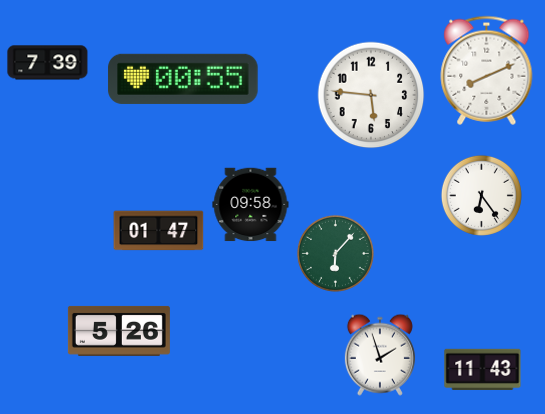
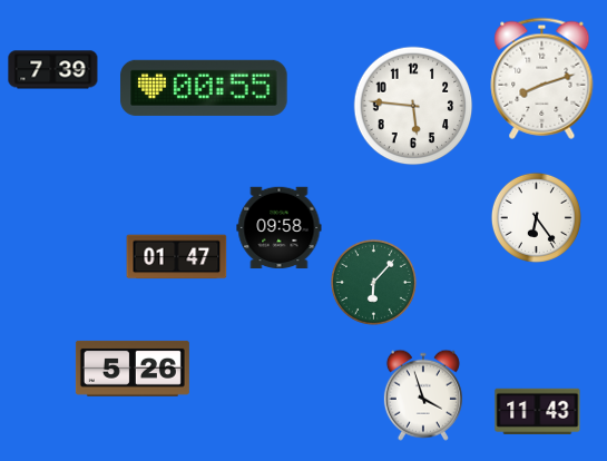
clock at (487, 70): 8:11 -> 8:12
clock at (380, 355): 1:57 -> 3:57
